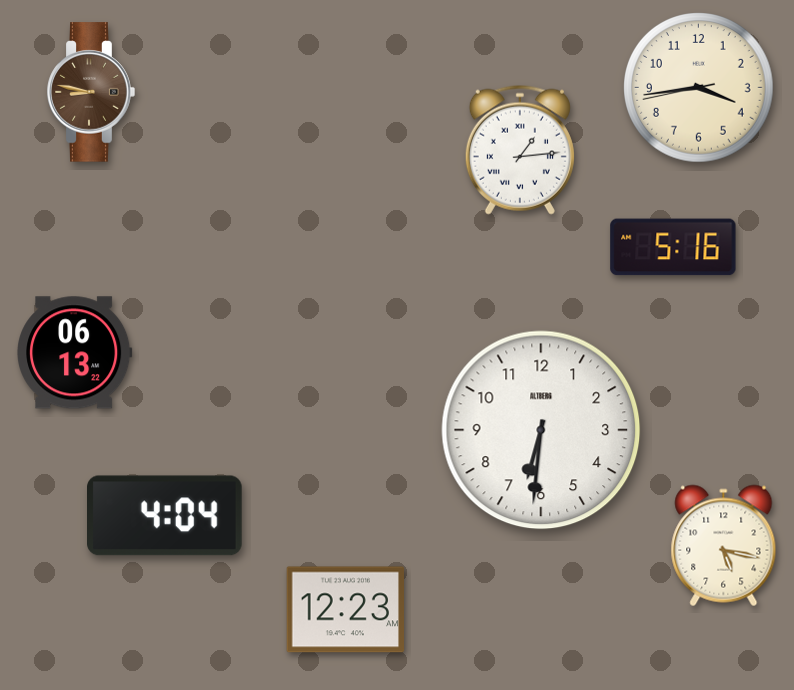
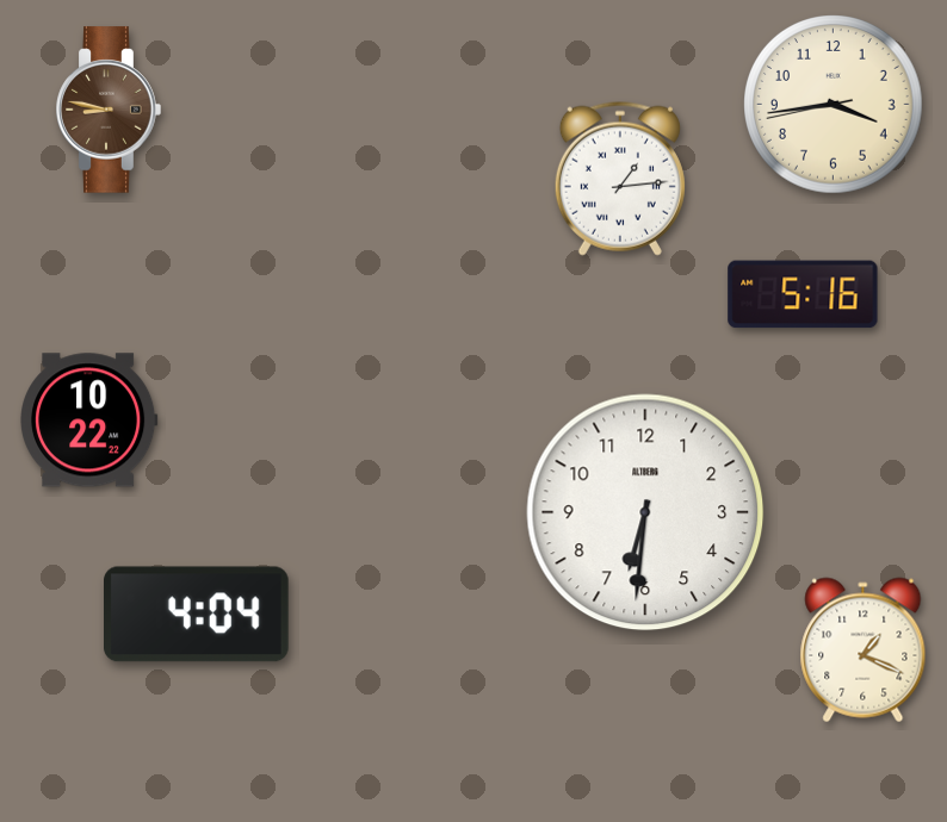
clock at (75, 353): 06:13 -> 10:22
clock at (724, 546): 5:17 -> 1:19
clock at (346, 610): 12:23 -> none
